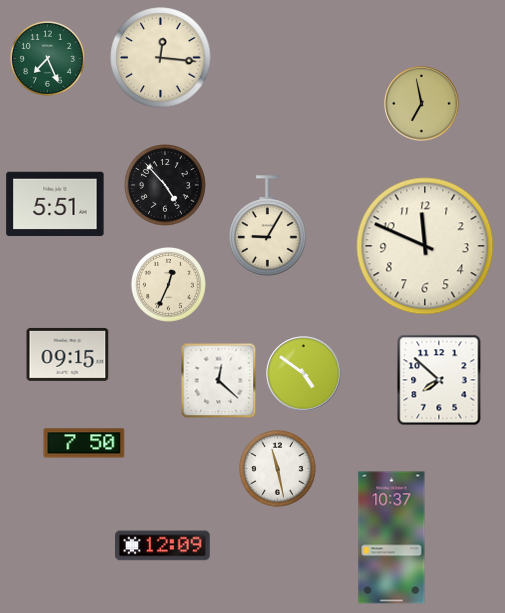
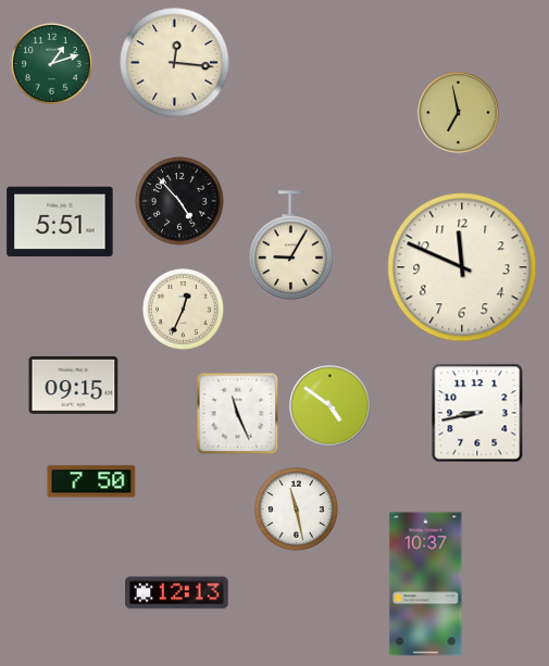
clock at (47, 58): 7:26 -> 1:12
clock at (439, 380): 7:52 -> 8:43
clock at (219, 381): 12:22 -> 11:26
clock at (277, 468) position: (277, 468) -> (296, 508)
clock at (163, 546): 12:09 -> 12:13
